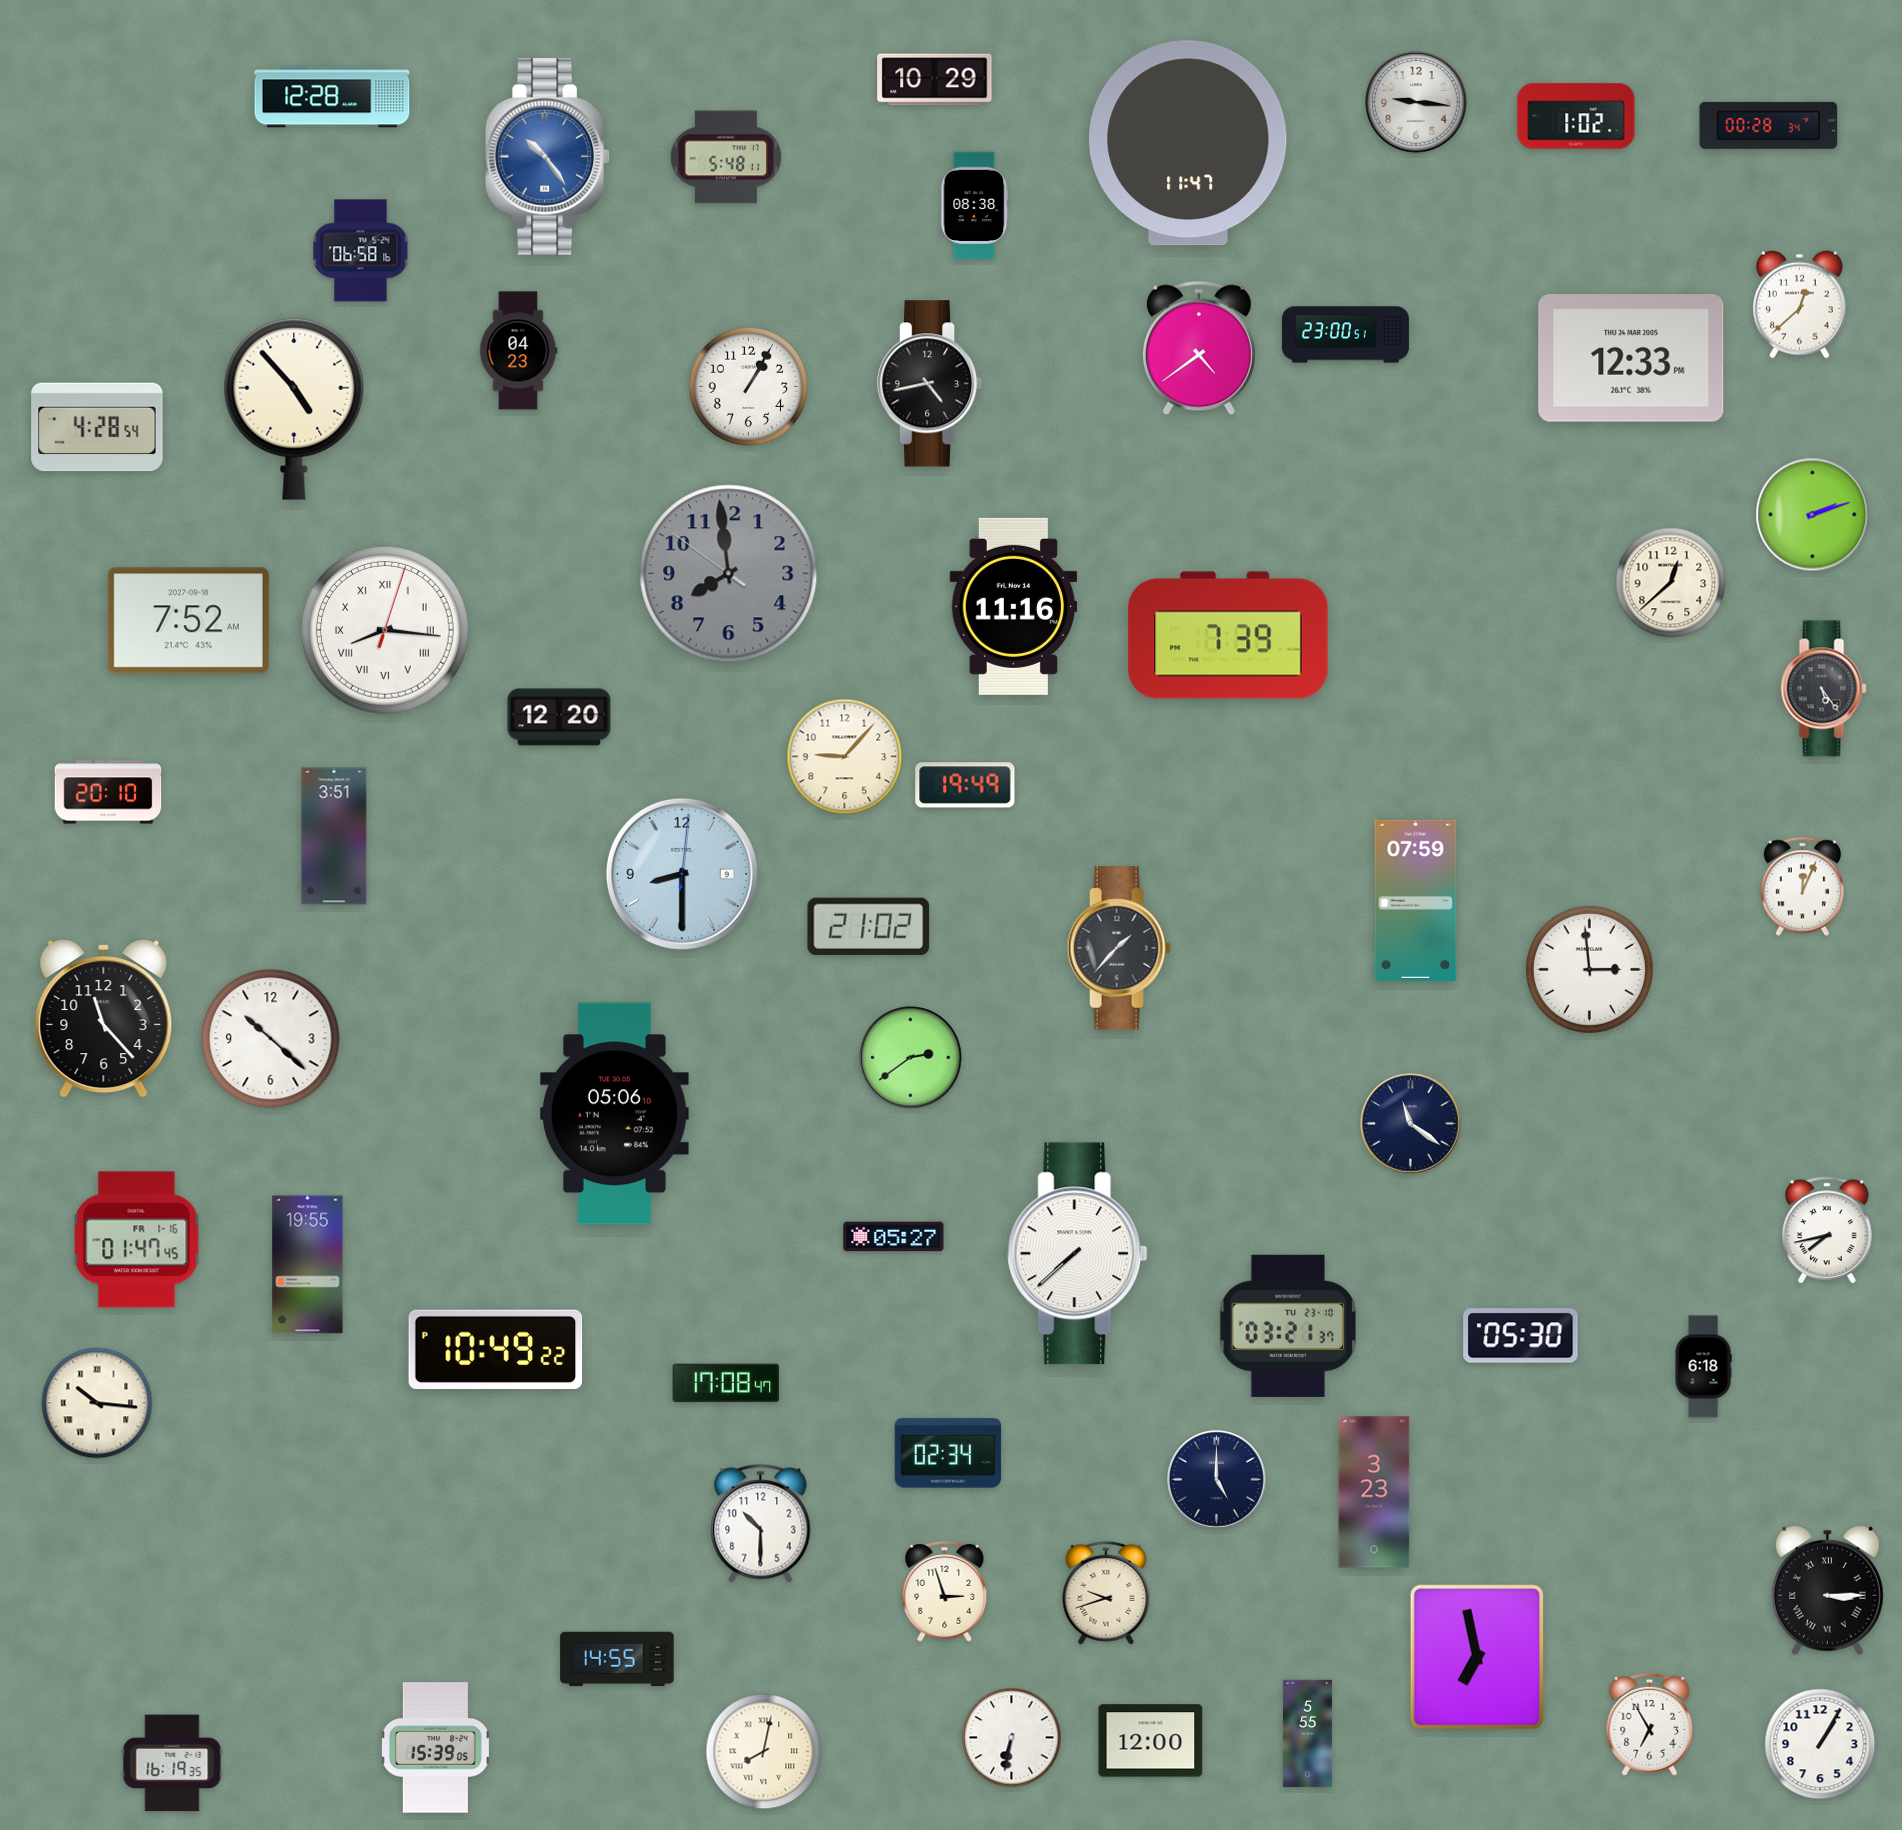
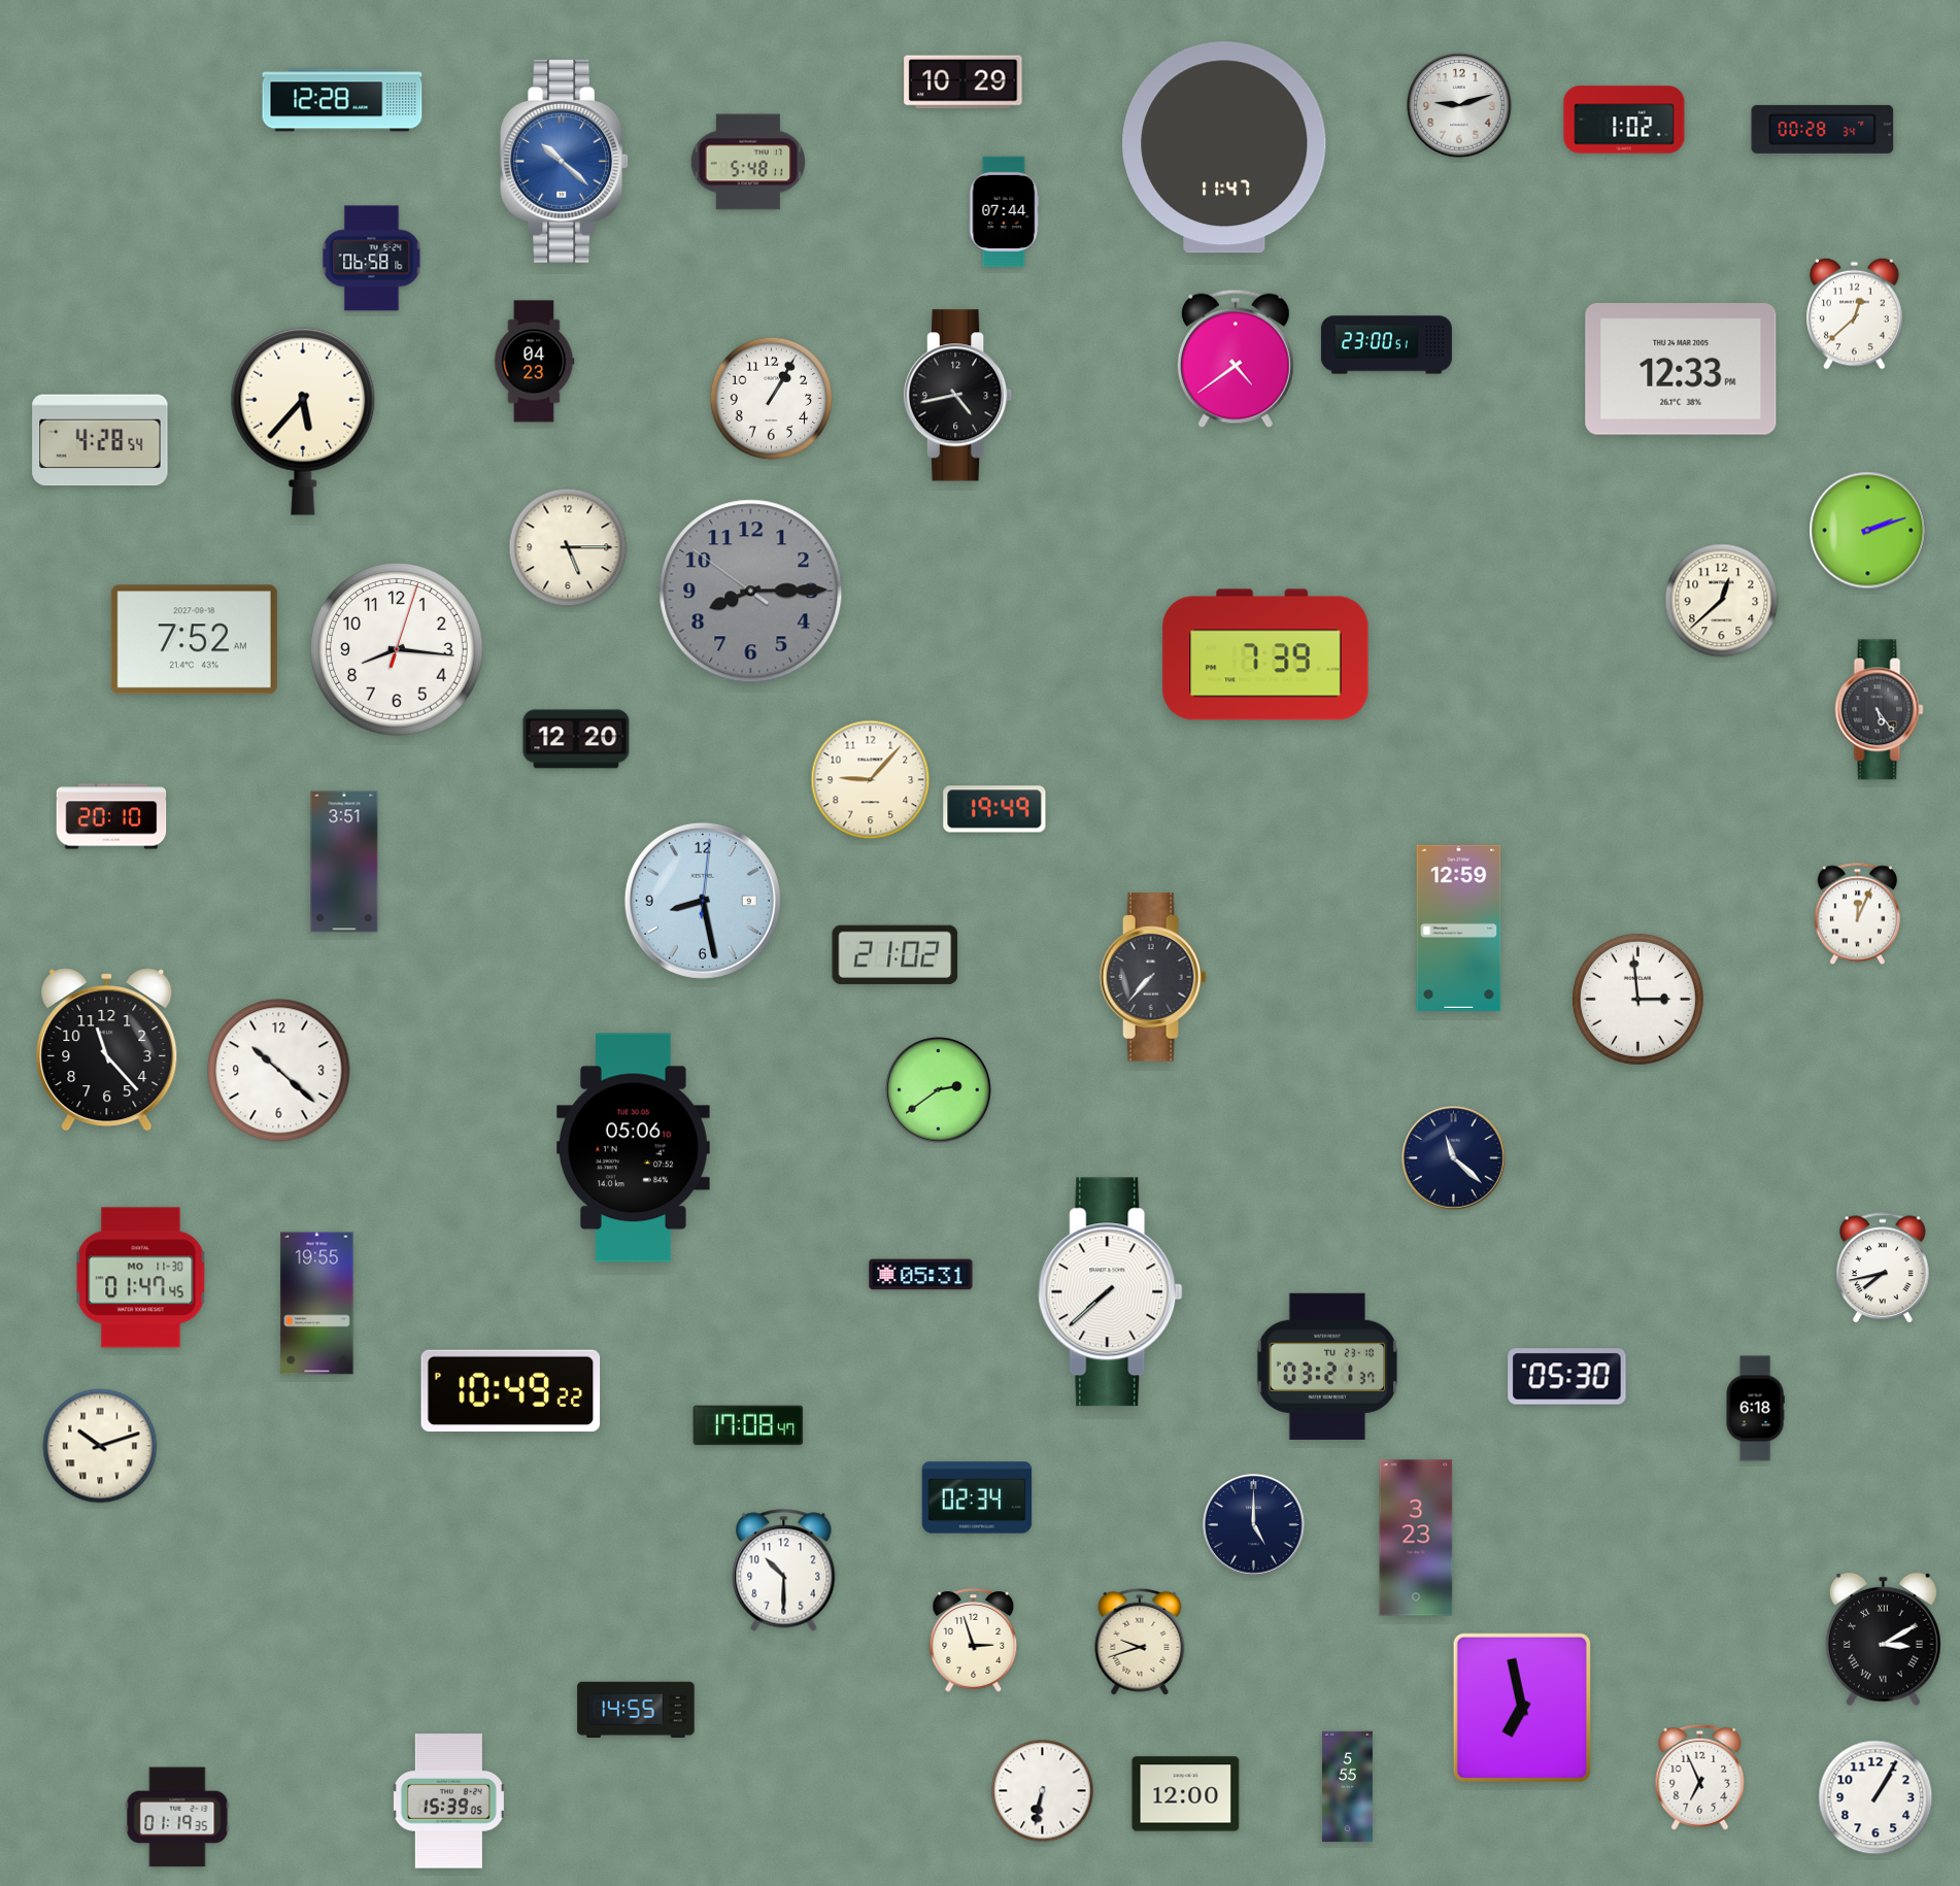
clock at (1416, 102): 9:16 -> 9:12
clock at (548, 156): 10:24 -> 10:22
clock at (975, 206): 08:38 -> 07:44
clock at (294, 409): 4:53 -> 5:37
clock at (568, 547): none -> 5:15
clock at (729, 574): 7:58 -> 8:14
clock at (1014, 606): 11:16 -> none
clock at (386, 631) numerals: Roman -> Arabic
clock at (682, 874): 8:30 -> 8:28
clock at (1416, 900): 07:59 -> 12:59
clock at (1119, 948): 1:37 -> 7:37
clock at (1411, 1124): 11:21 -> 11:22
clock at (894, 1237): 05:27 -> 05:31
clock at (137, 1240) date: FR 1-16 -> MO 11-30
clock at (97, 1403): 10:16 -> 10:12
clock at (1827, 1591): 3:15 -> 3:10
clock at (1650, 1724): 6:55 -> 6:56
clock at (764, 1752): 8:02 -> none
clock at (172, 1763): 16:19 -> 01:19
